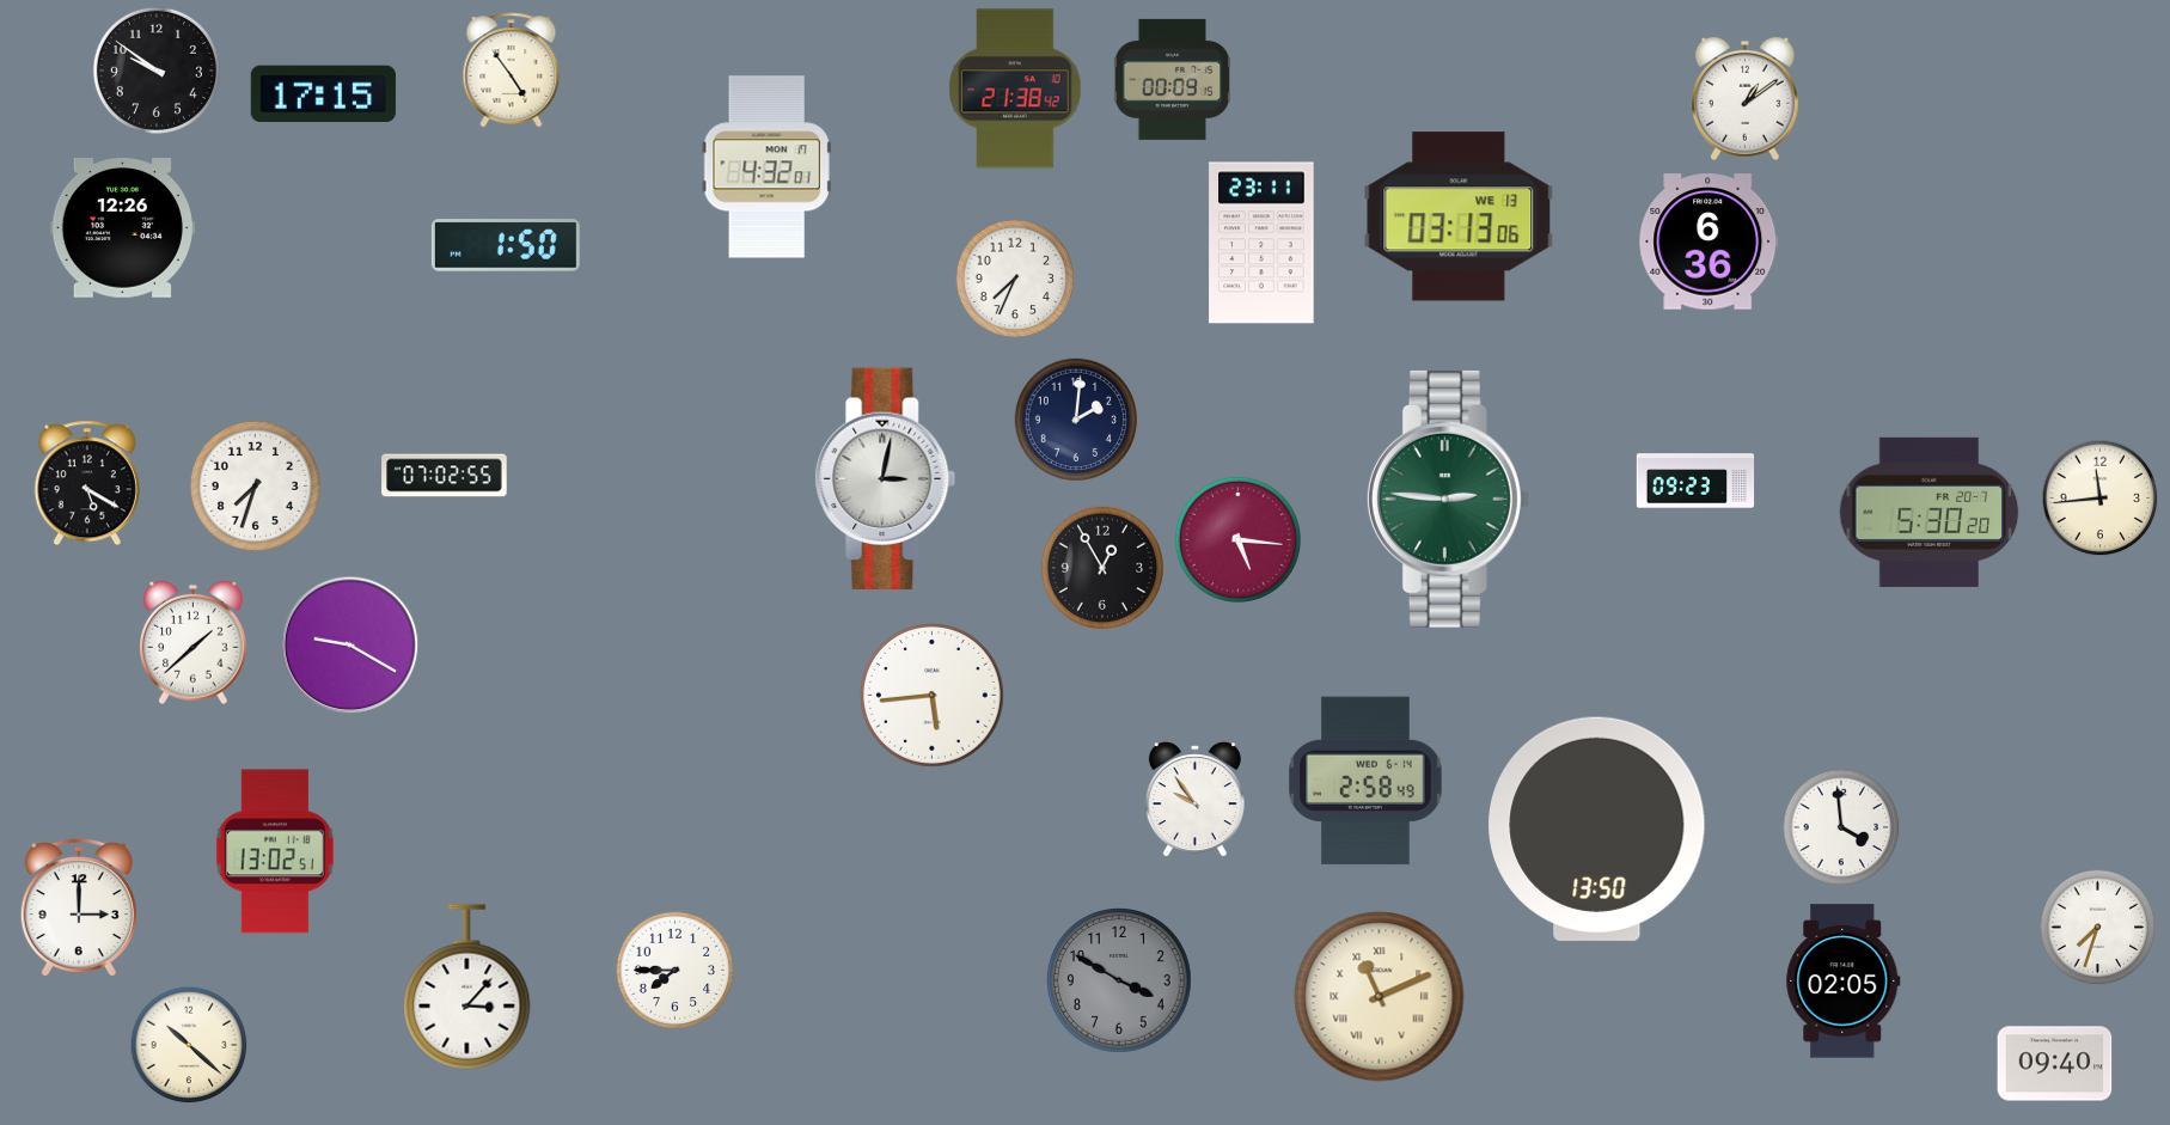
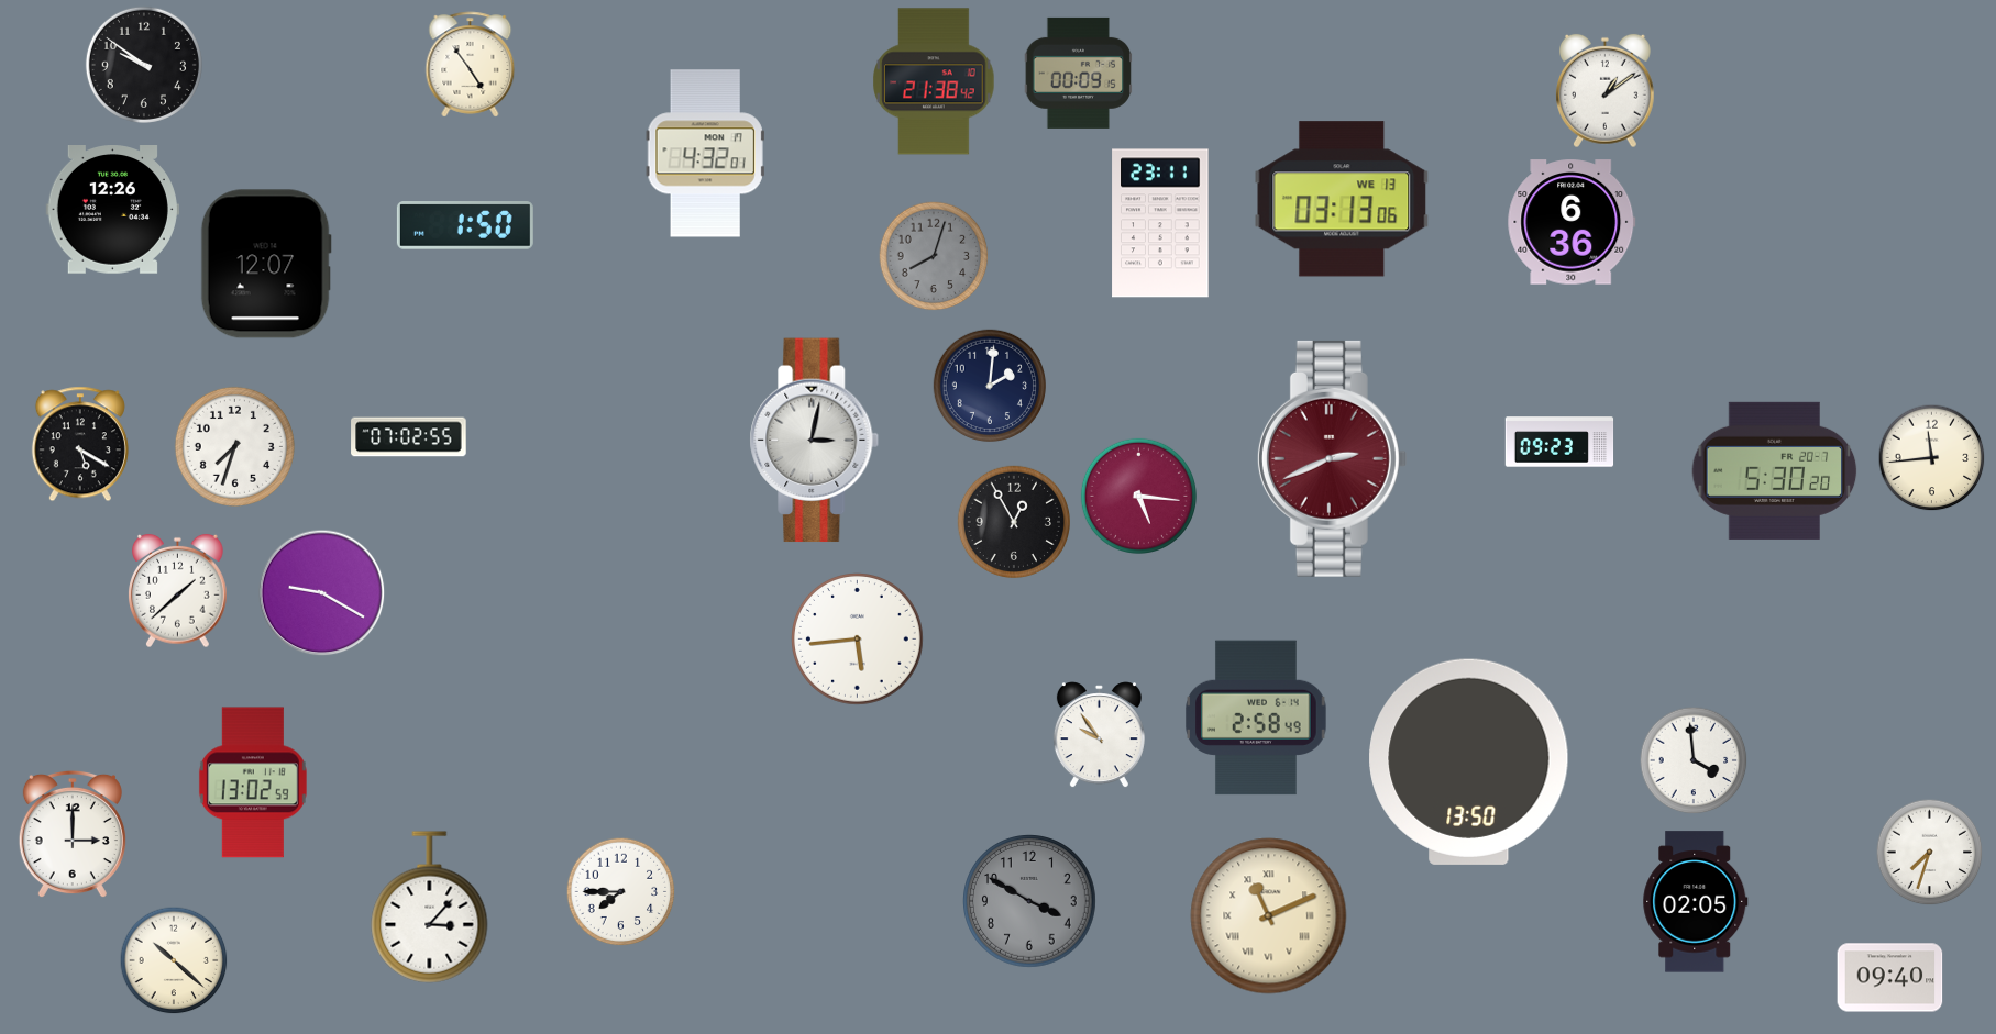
clock at (323, 94): 17:15 -> none
clock at (1015, 279): 7:34 -> 8:03
clock at (1015, 279) dial: white -> grey
clock at (266, 264): none -> 12:07
clock at (1448, 499): 2:46 -> 2:41
clock at (1448, 499) dial: green -> burgundy
clock at (275, 851): 13:02:51 -> 13:02:59
